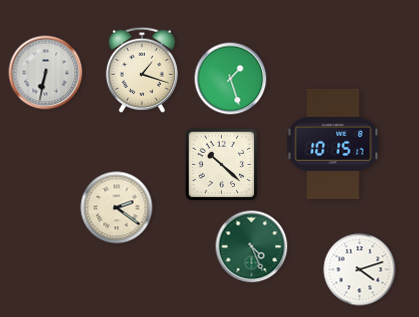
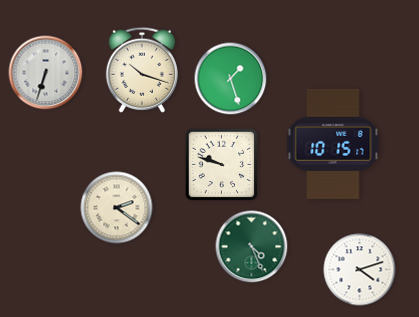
clock at (142, 70): 1:18 -> 10:18
clock at (46, 73): 6:32 -> 6:33
clock at (222, 165): 10:22 -> 9:48
